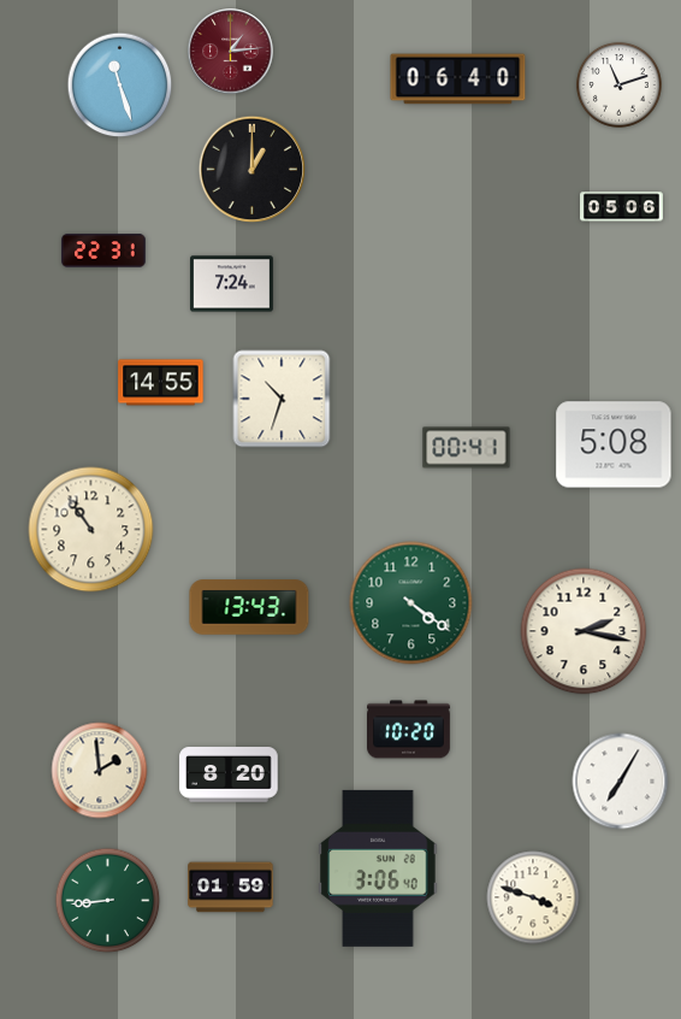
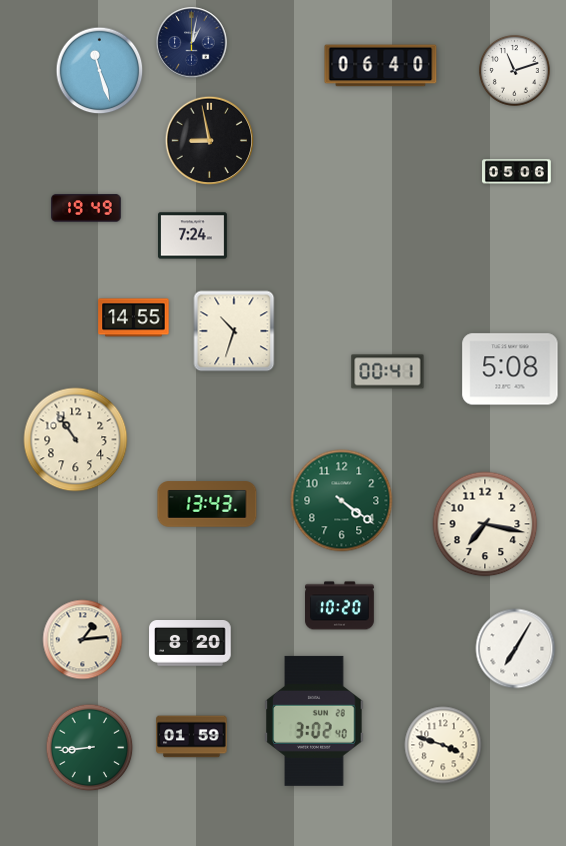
clock at (231, 52): 1:14 -> 1:02
clock at (231, 52) dial: burgundy -> navy
clock at (251, 169): 1:00 -> 8:58
clock at (103, 251): 22:31 -> 19:49
clock at (584, 631): 2:17 -> 7:17
clock at (100, 771): 1:59 -> 1:14
clock at (378, 868): 3:06 -> 3:02
